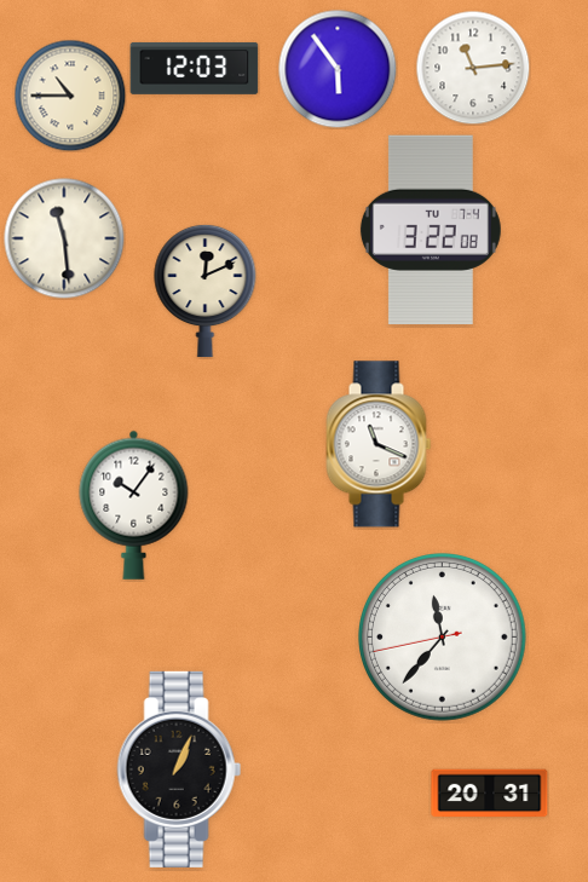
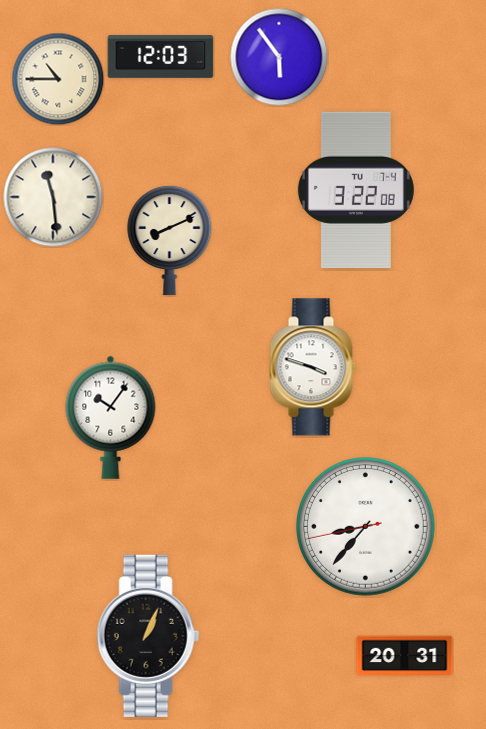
clock at (473, 68): 11:14 -> none
clock at (206, 290): 12:11 -> 8:11
clock at (379, 444): 11:19 -> 3:48
clock at (443, 638): 11:36 -> 8:36
